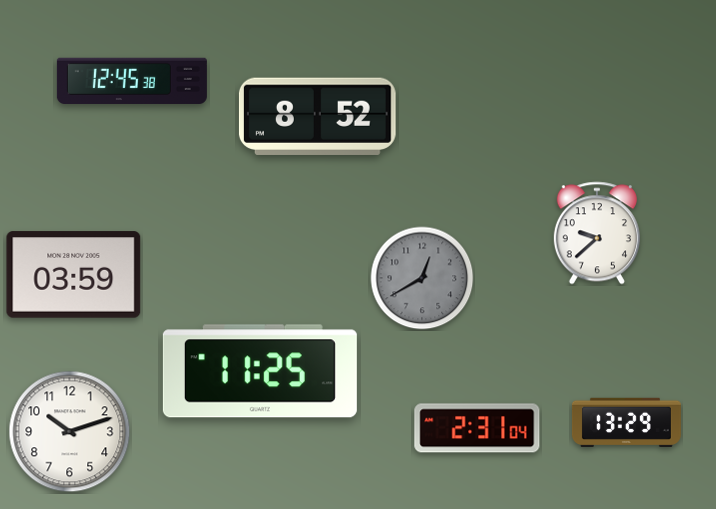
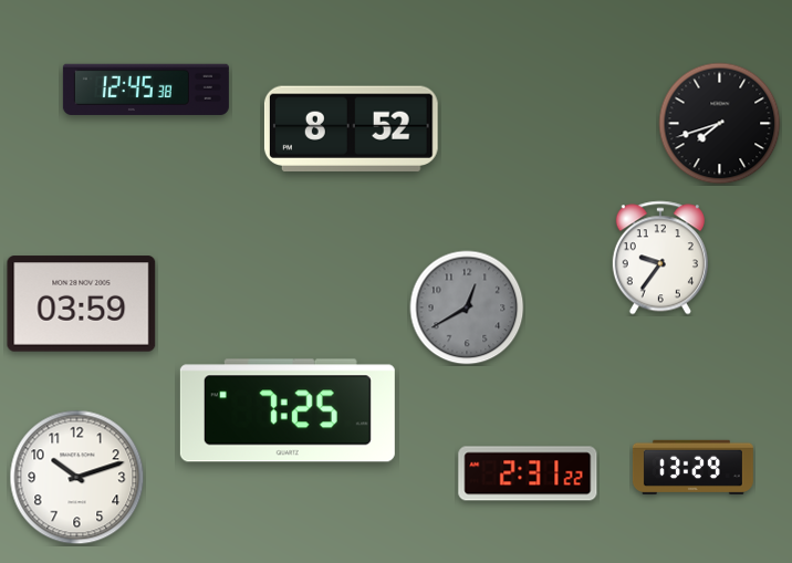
clock at (720, 124): none -> 7:42
clock at (597, 233): 9:38 -> 9:36
clock at (260, 371): 11:25 -> 7:25
clock at (477, 428): 2:31:04 -> 2:31:22
